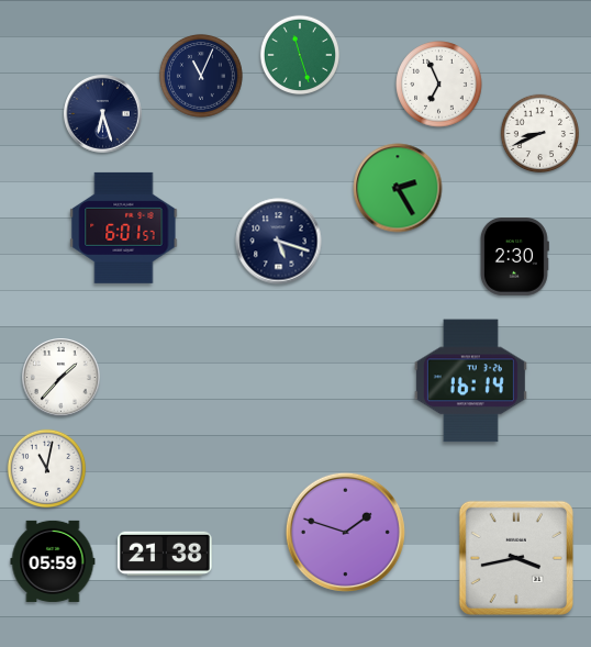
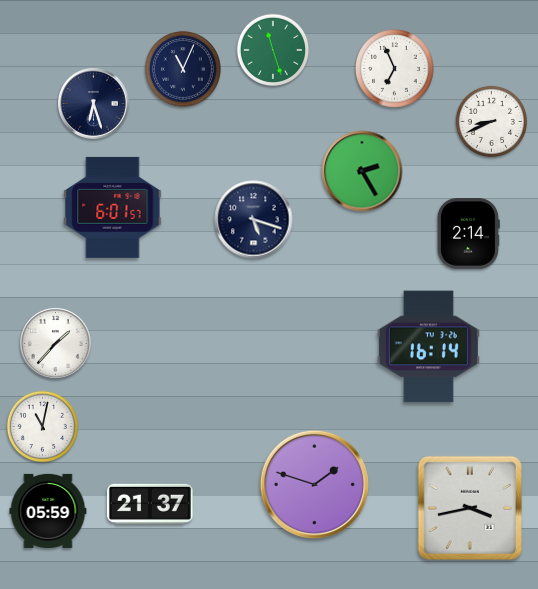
clock at (439, 85) position: (439, 85) -> (395, 69)
clock at (514, 257): 2:30 -> 2:14
clock at (165, 554): 21:38 -> 21:37
